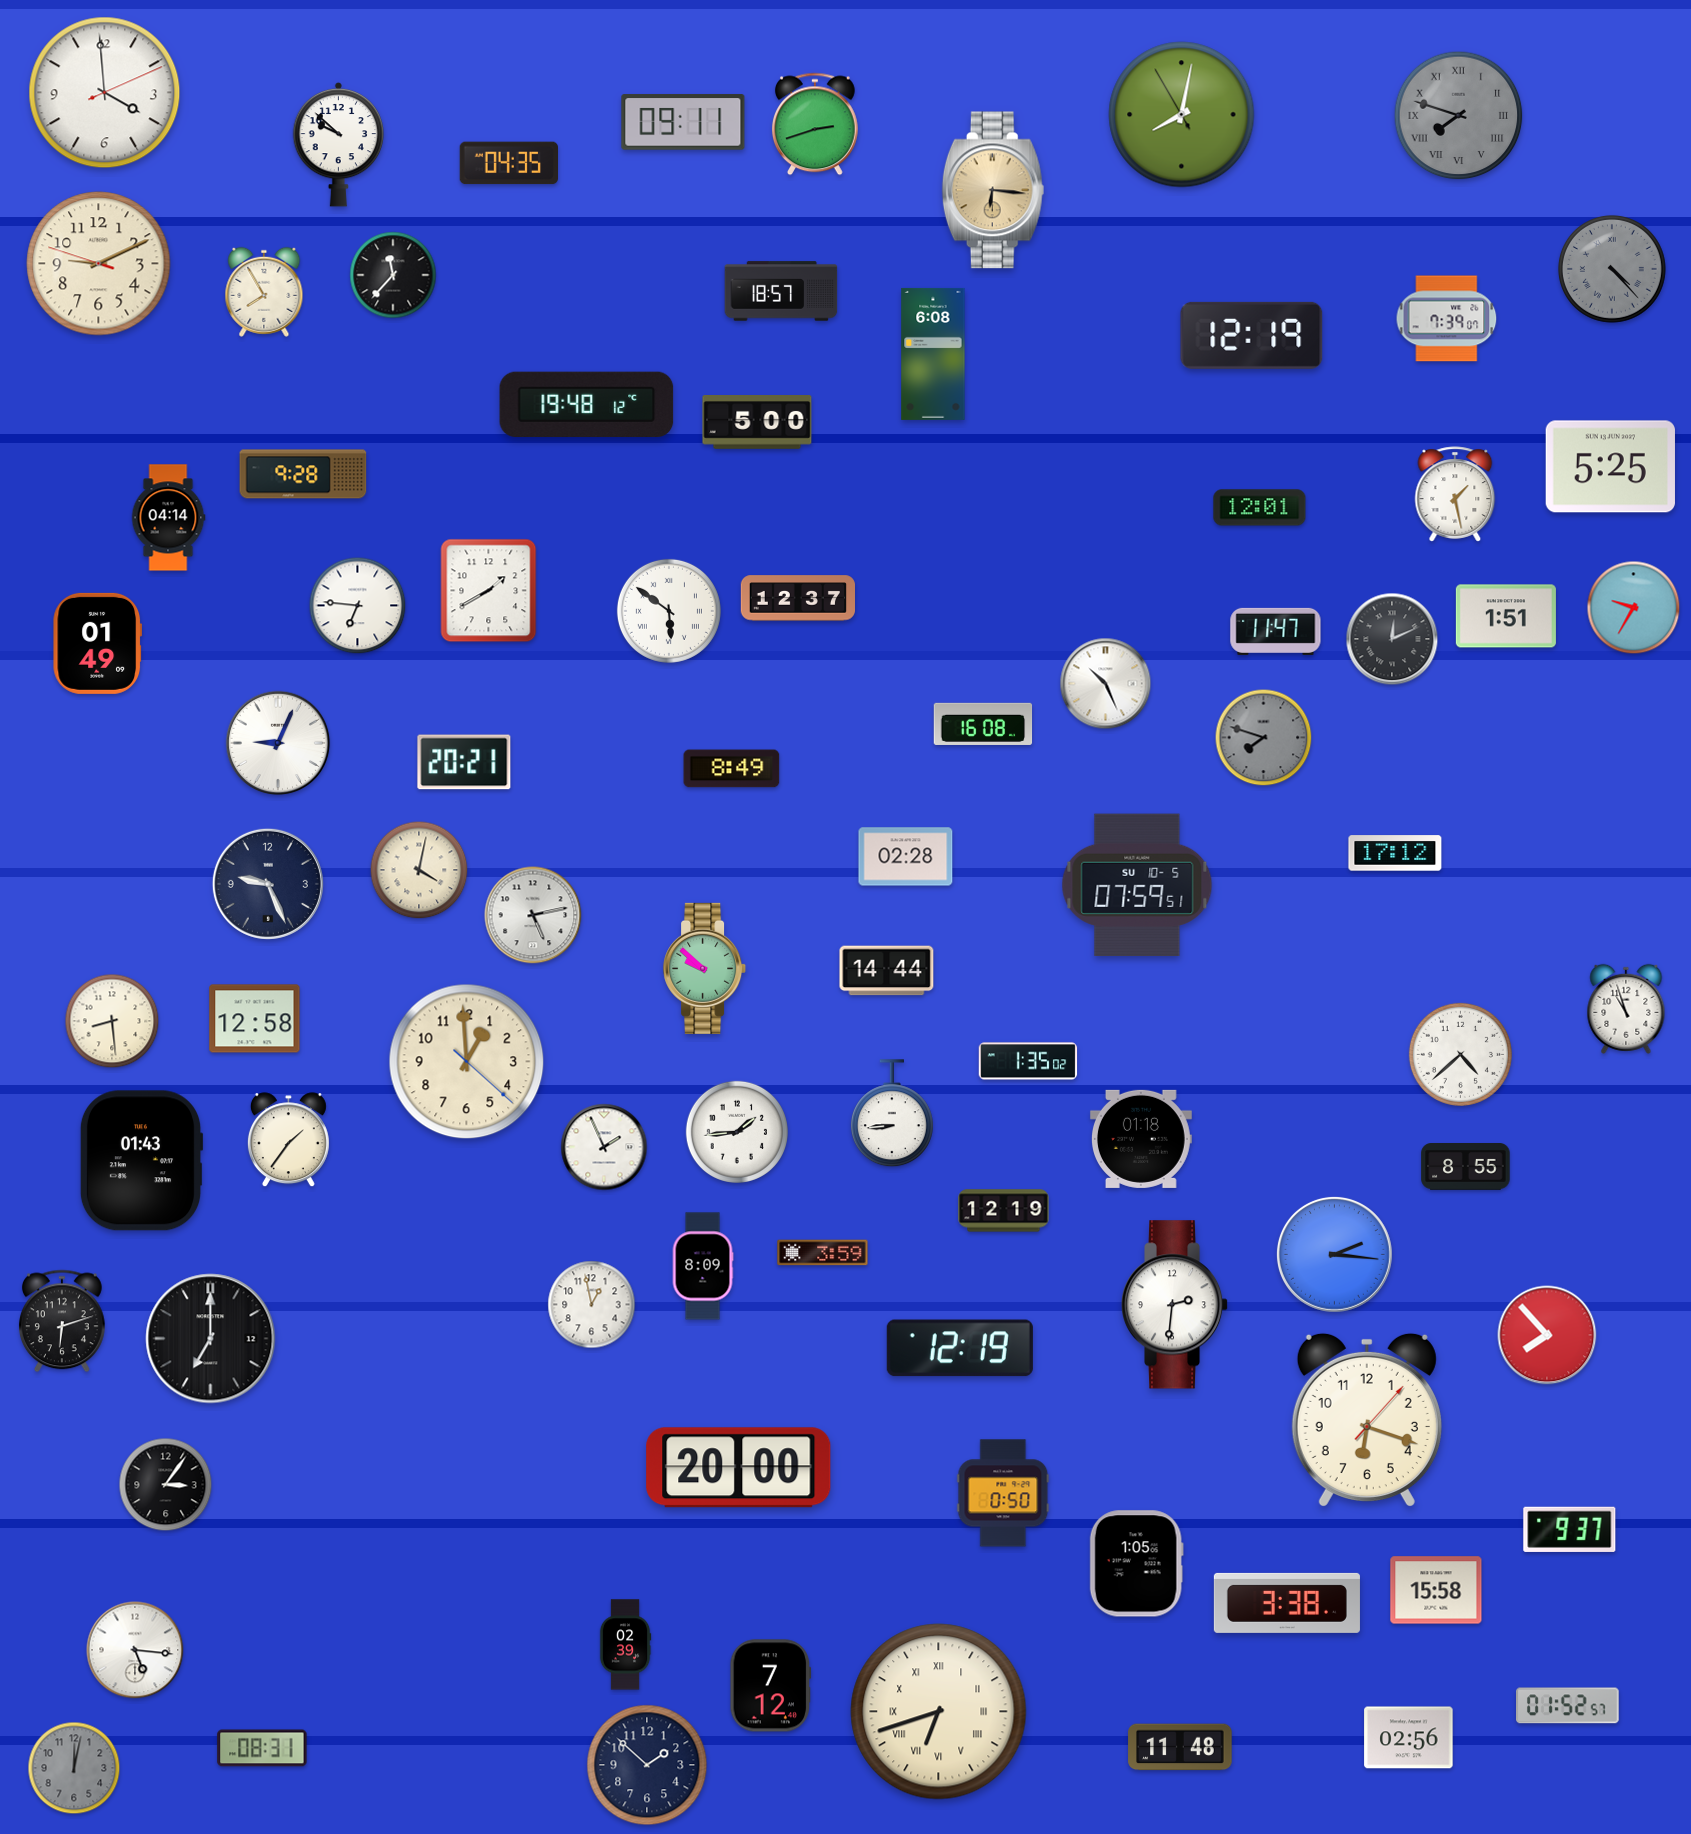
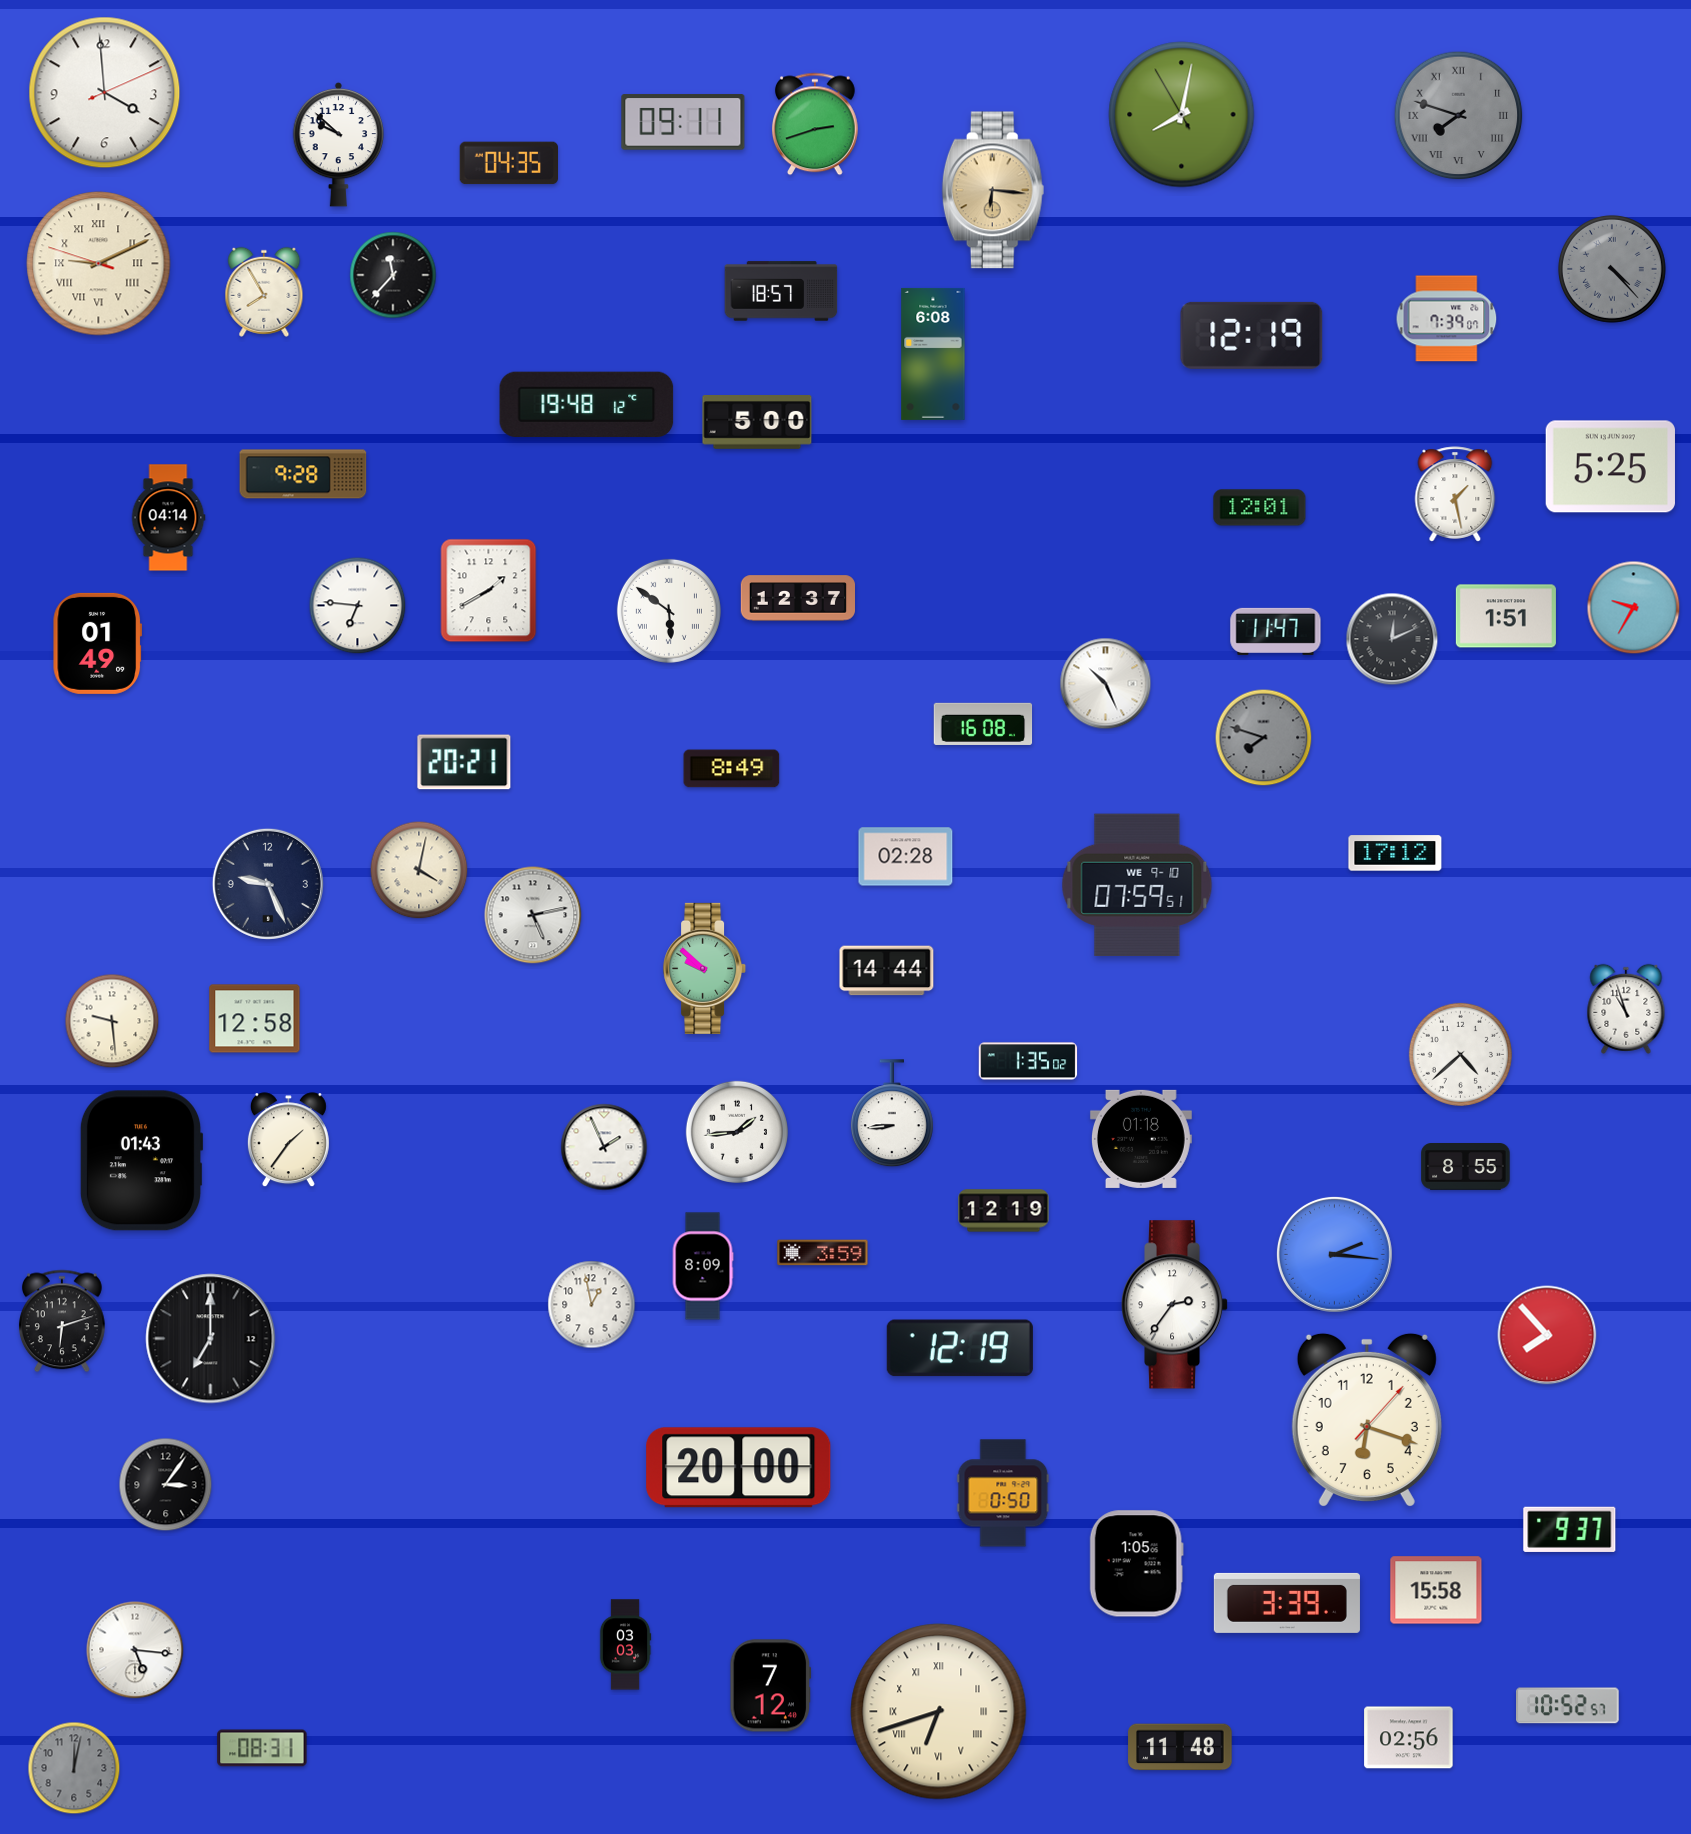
clock at (99, 264) numerals: Arabic -> Roman
clock at (278, 743): 9:04 -> none
clock at (1137, 885) date: SU 10-5 -> WE 9-10
clock at (112, 1021): 8:29 -> 9:29
clock at (467, 1062): 12:59 -> none
clock at (1175, 1305): 2:31 -> 2:36
clock at (1287, 1603): 3:38 -> 3:39
clock at (625, 1645): 02:39 -> 03:03
clock at (1568, 1706): 01:52 -> 10:52
clock at (647, 1765): 1:52 -> none
